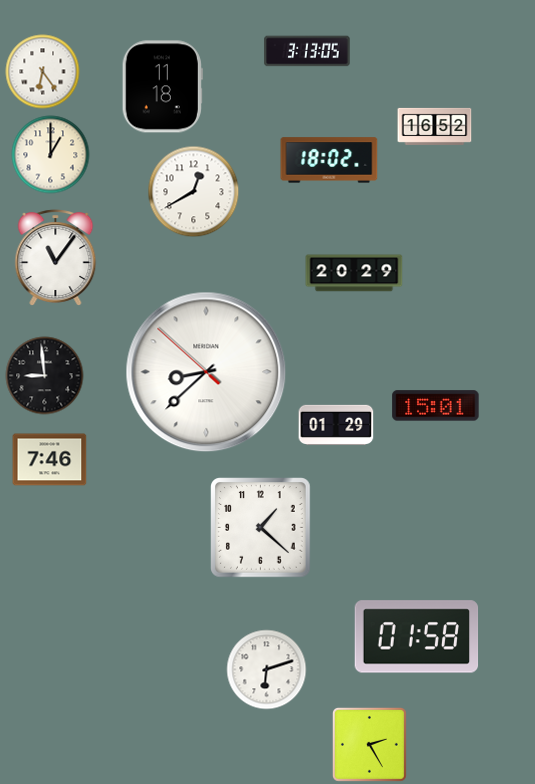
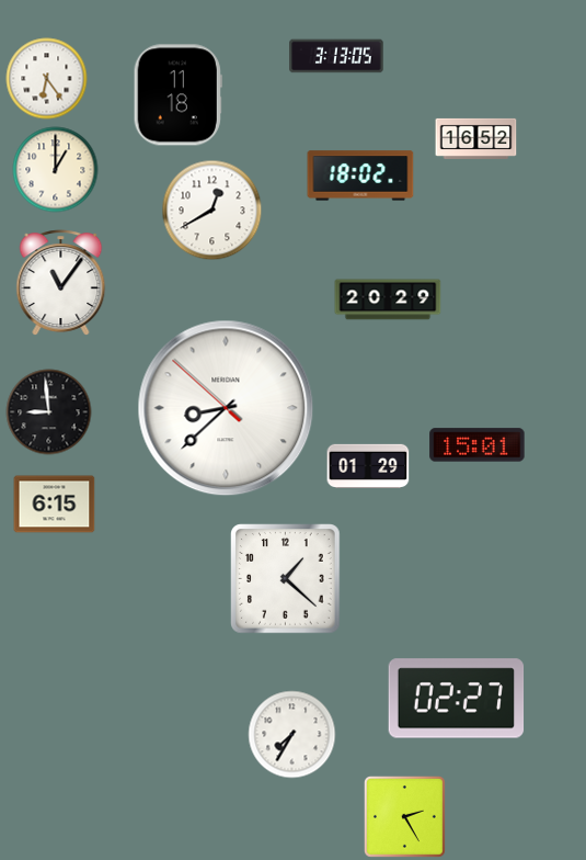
clock at (50, 460): 7:46 -> 6:15
clock at (417, 637): 01:58 -> 02:27
clock at (267, 670): 6:12 -> 7:35
